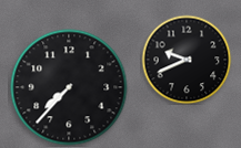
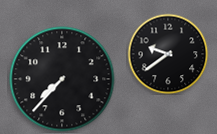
clock at (187, 60): 9:41 -> 9:39
